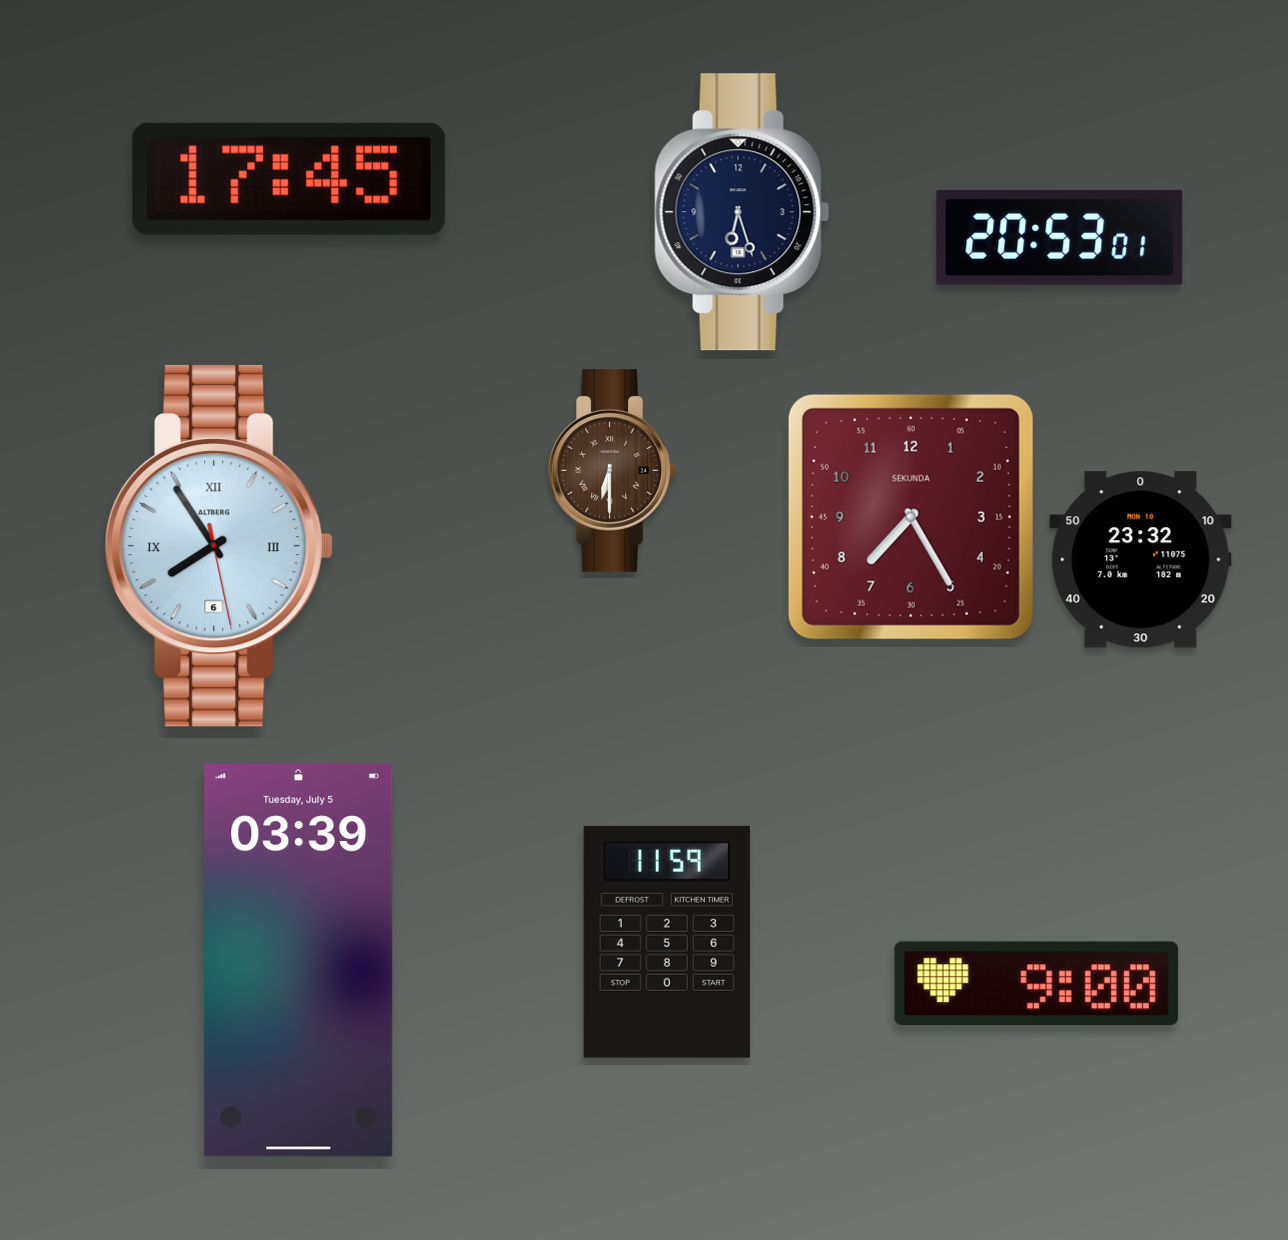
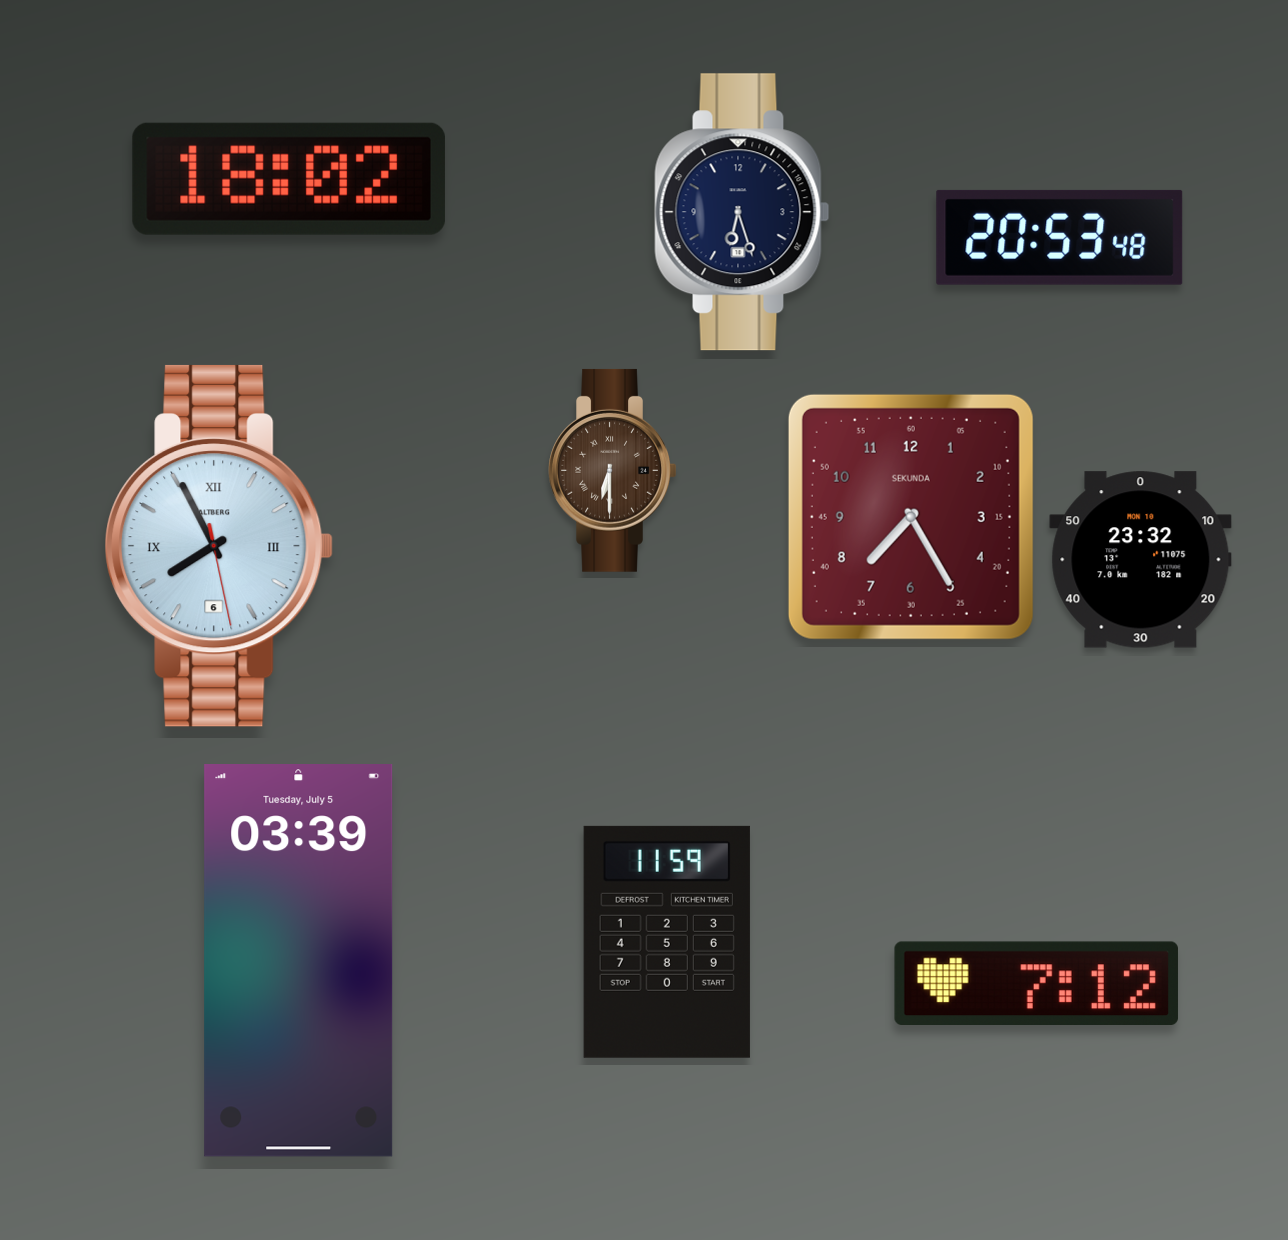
clock at (289, 179): 17:45 -> 18:02
clock at (1060, 237): 20:53:01 -> 20:53:48
clock at (219, 546): 7:54 -> 7:55
clock at (1036, 983): 9:00 -> 7:12
